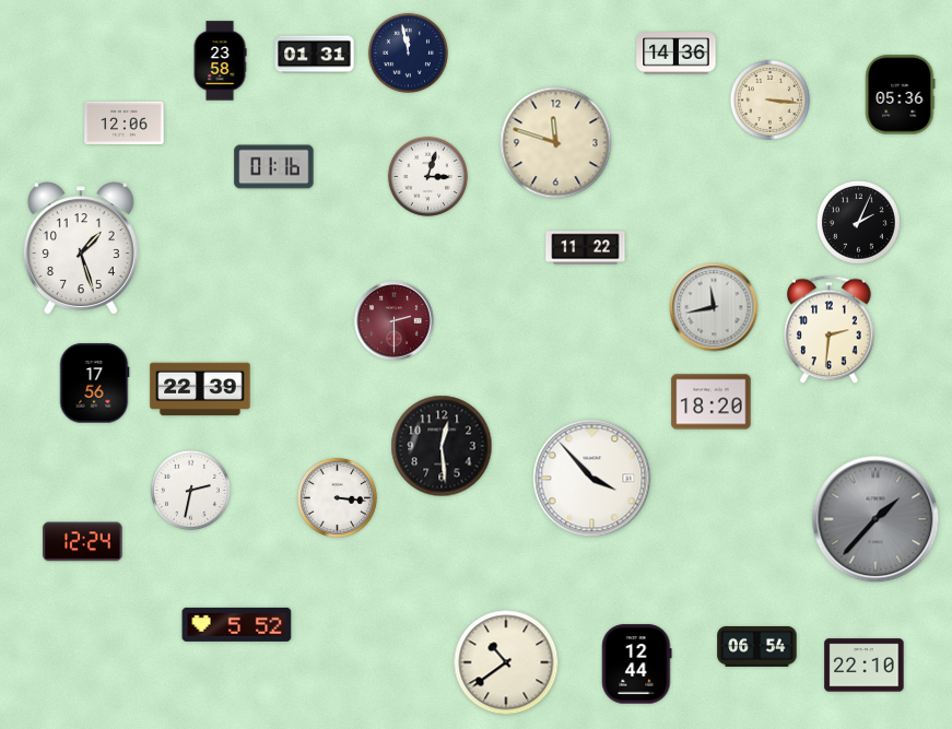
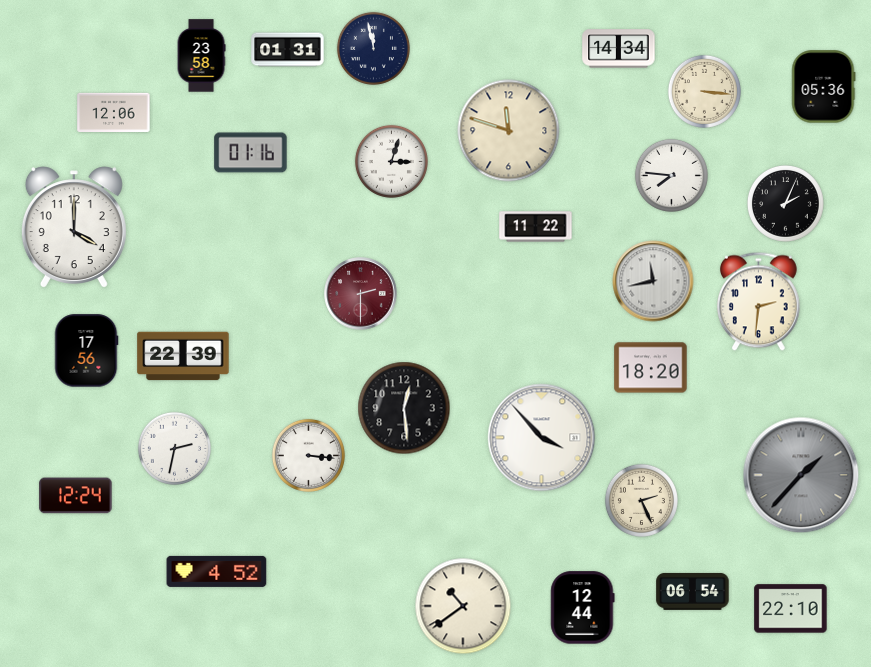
clock at (677, 54): 14:36 -> 14:34
clock at (671, 175): none -> 7:46
clock at (81, 248): 1:27 -> 4:00
clock at (641, 500): none -> 2:26
clock at (237, 624): 5:52 -> 4:52
